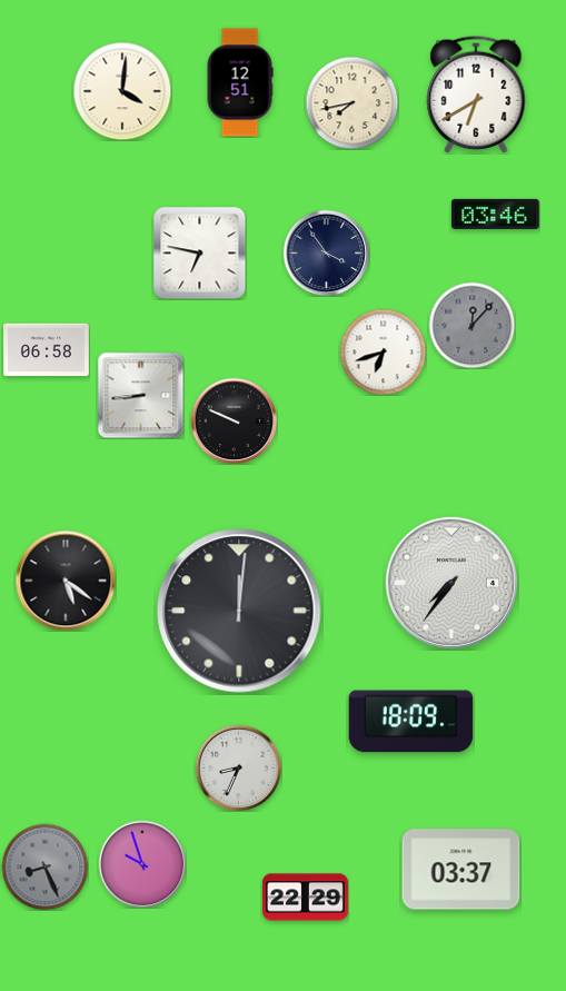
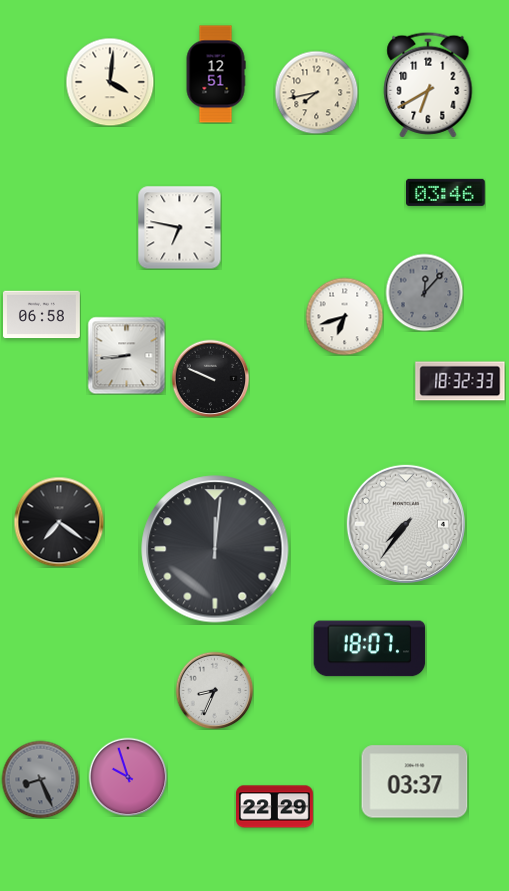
clock at (326, 252): 3:54 -> none
clock at (460, 381): none -> 18:32
clock at (66, 581): 5:21 -> 7:21
clock at (411, 722): 18:09 -> 18:07
